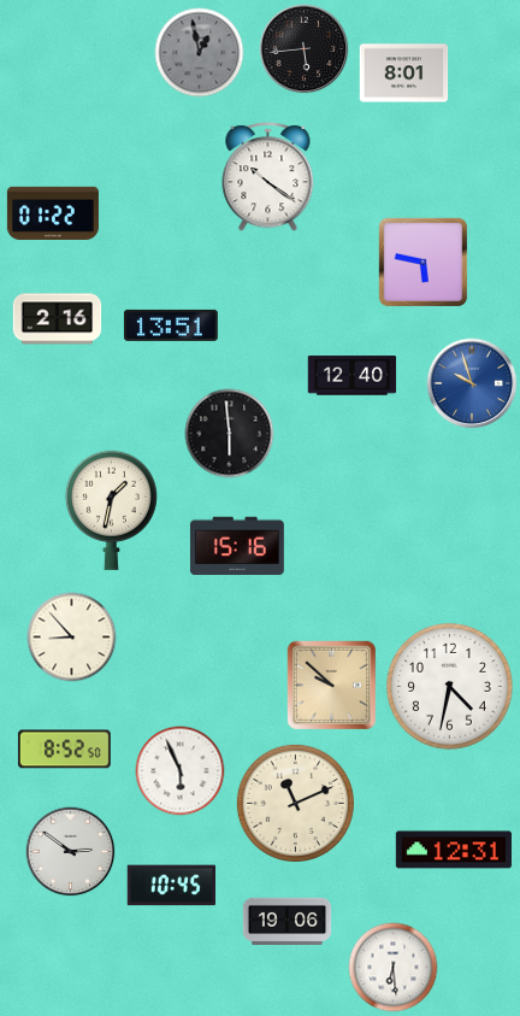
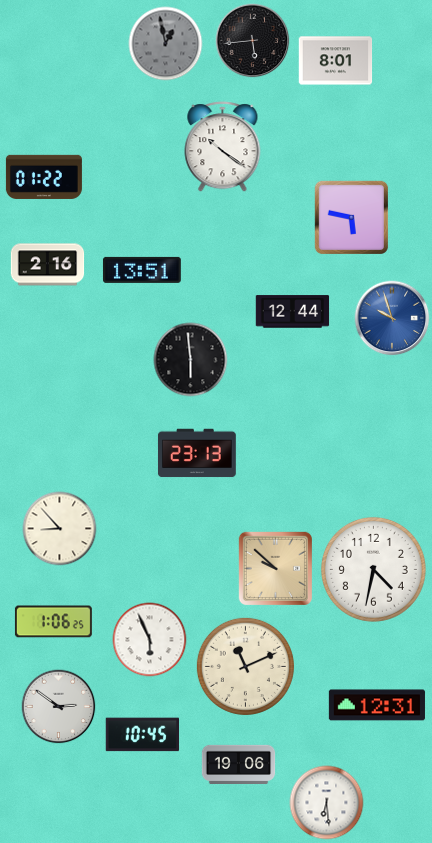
clock at (353, 376): 12:40 -> 12:44
clock at (111, 510): 1:32 -> none
clock at (237, 546): 15:16 -> 23:13
clock at (64, 750): 8:52 -> 1:06
